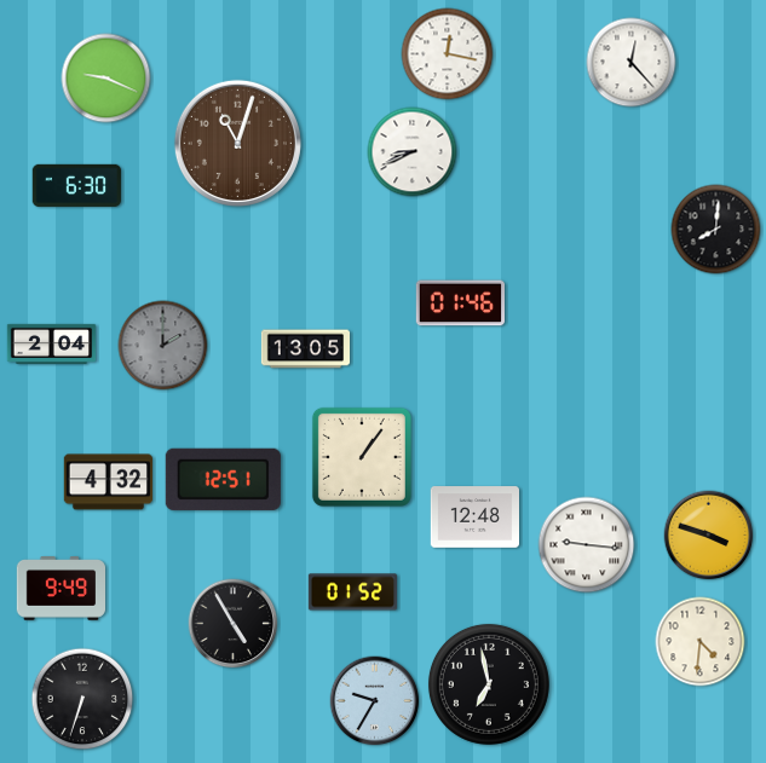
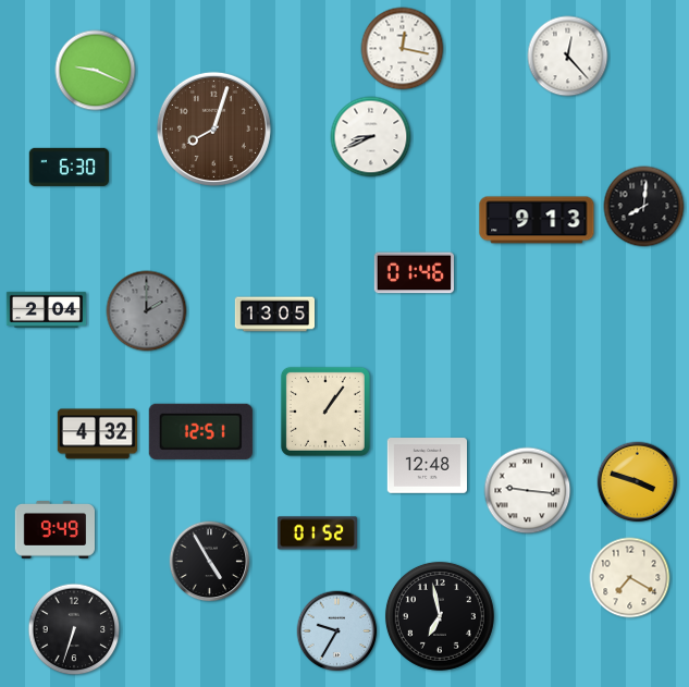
clock at (237, 143): 11:03 -> 8:03
clock at (537, 220): none -> 9:13
clock at (701, 642): 4:31 -> 7:20
